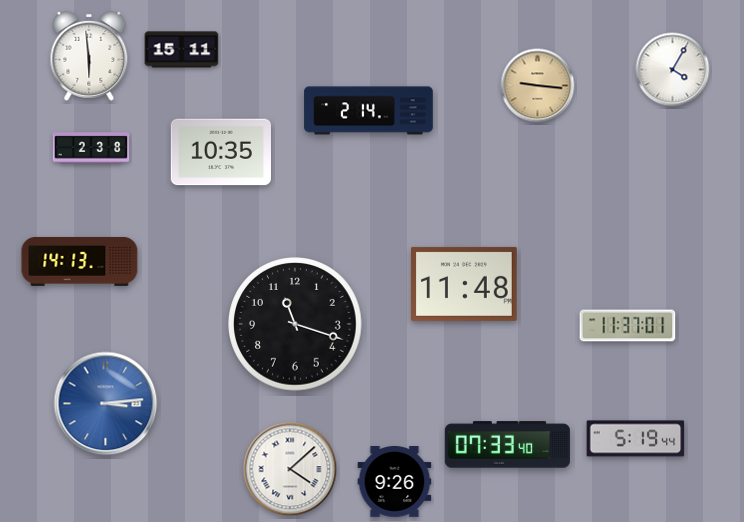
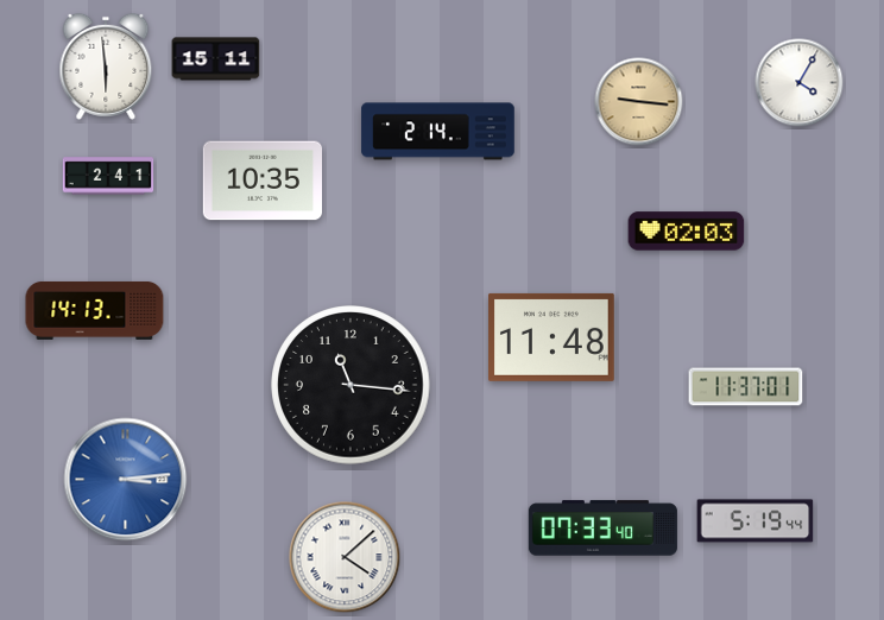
clock at (91, 148): 2:38 -> 2:41
clock at (687, 232): none -> 02:03
clock at (295, 324): 11:18 -> 11:16
clock at (395, 482): 9:26 -> none
